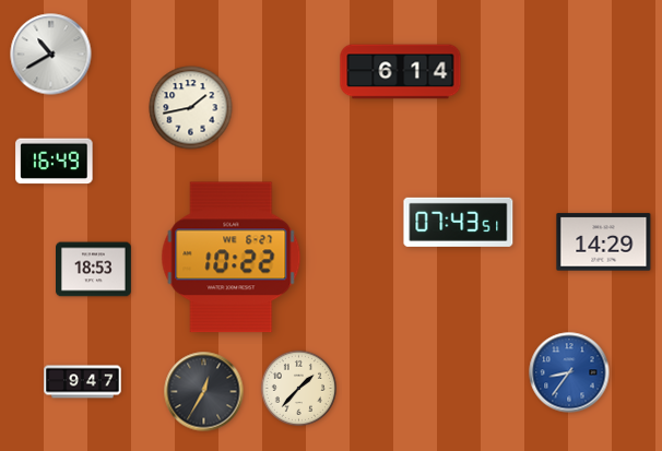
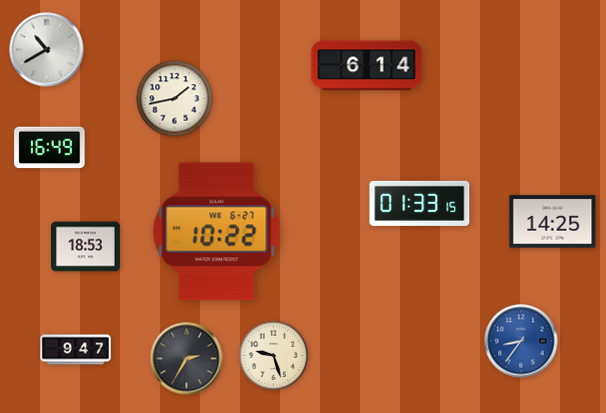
clock at (459, 222): 07:43 -> 01:33
clock at (604, 242): 14:29 -> 14:25
clock at (232, 258) position: (232, 258) -> (217, 232)
clock at (298, 388): 1:37 -> 9:27
clock at (204, 392): 12:35 -> 2:35
